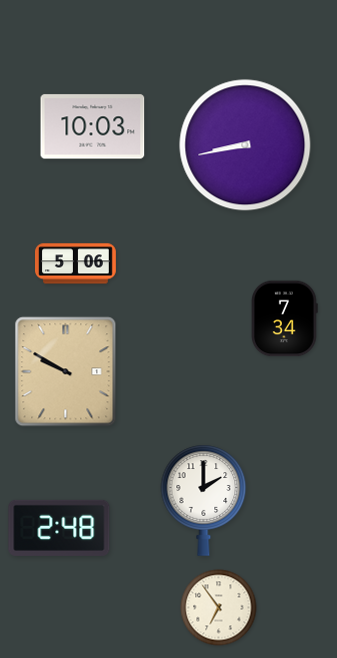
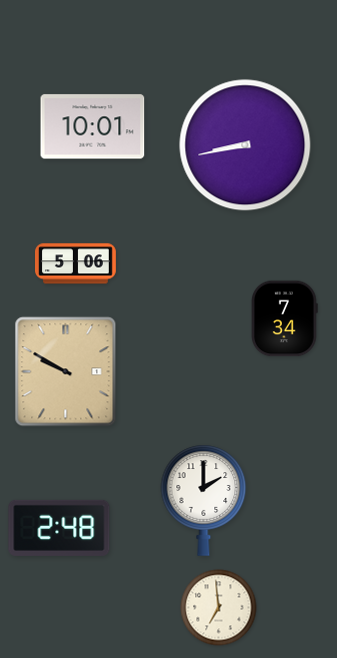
clock at (93, 127): 10:03 -> 10:01
clock at (219, 608): 6:54 -> 6:59
